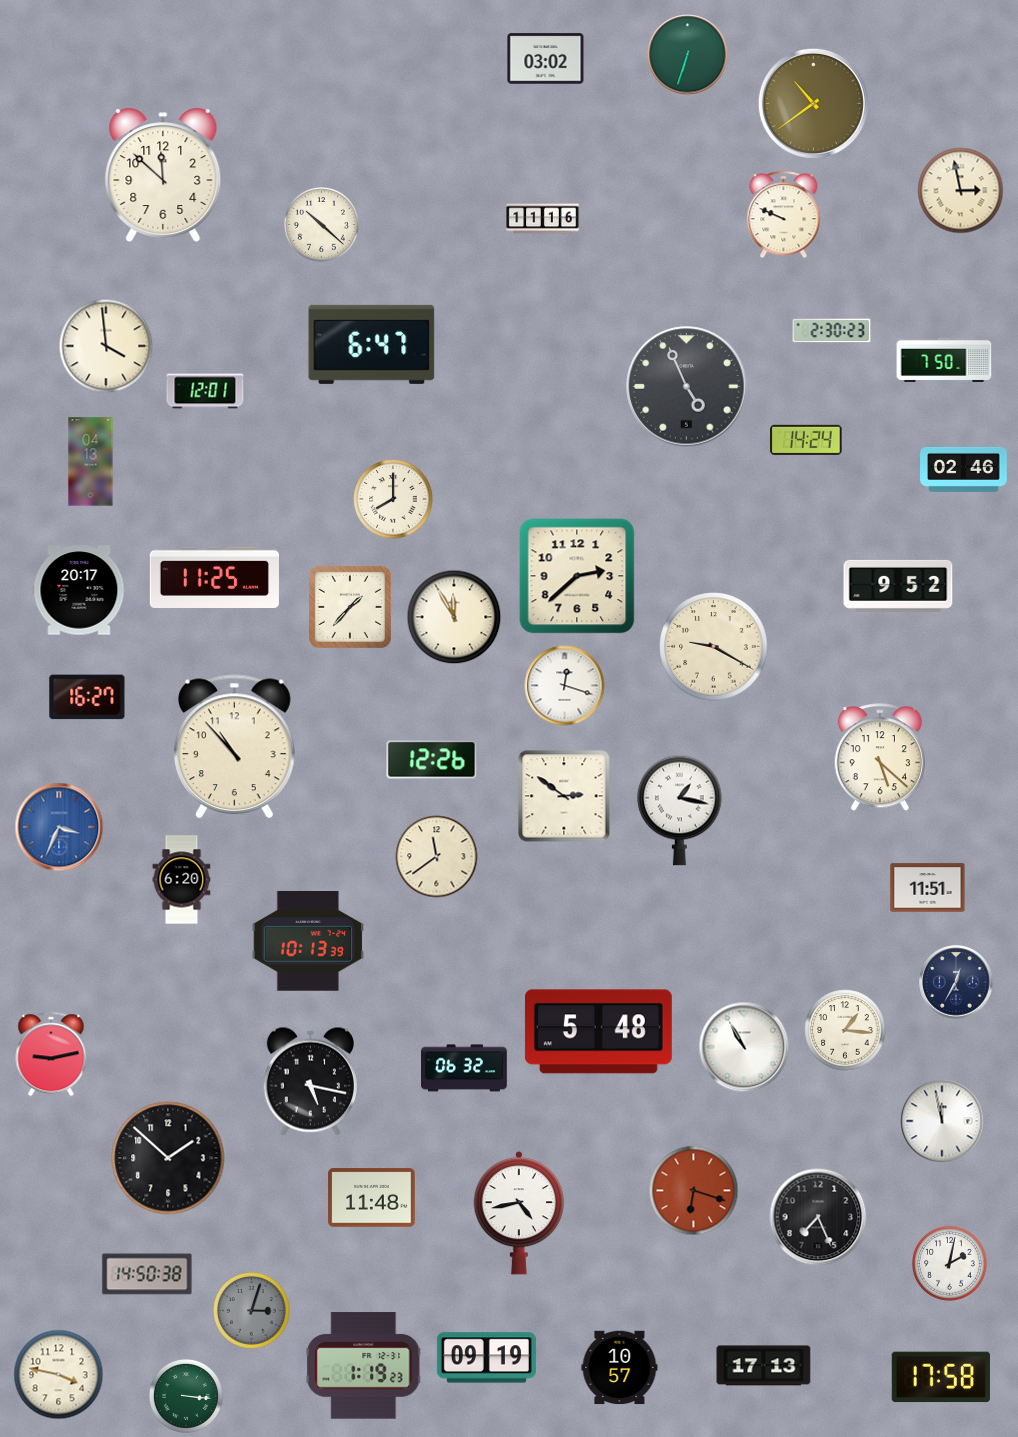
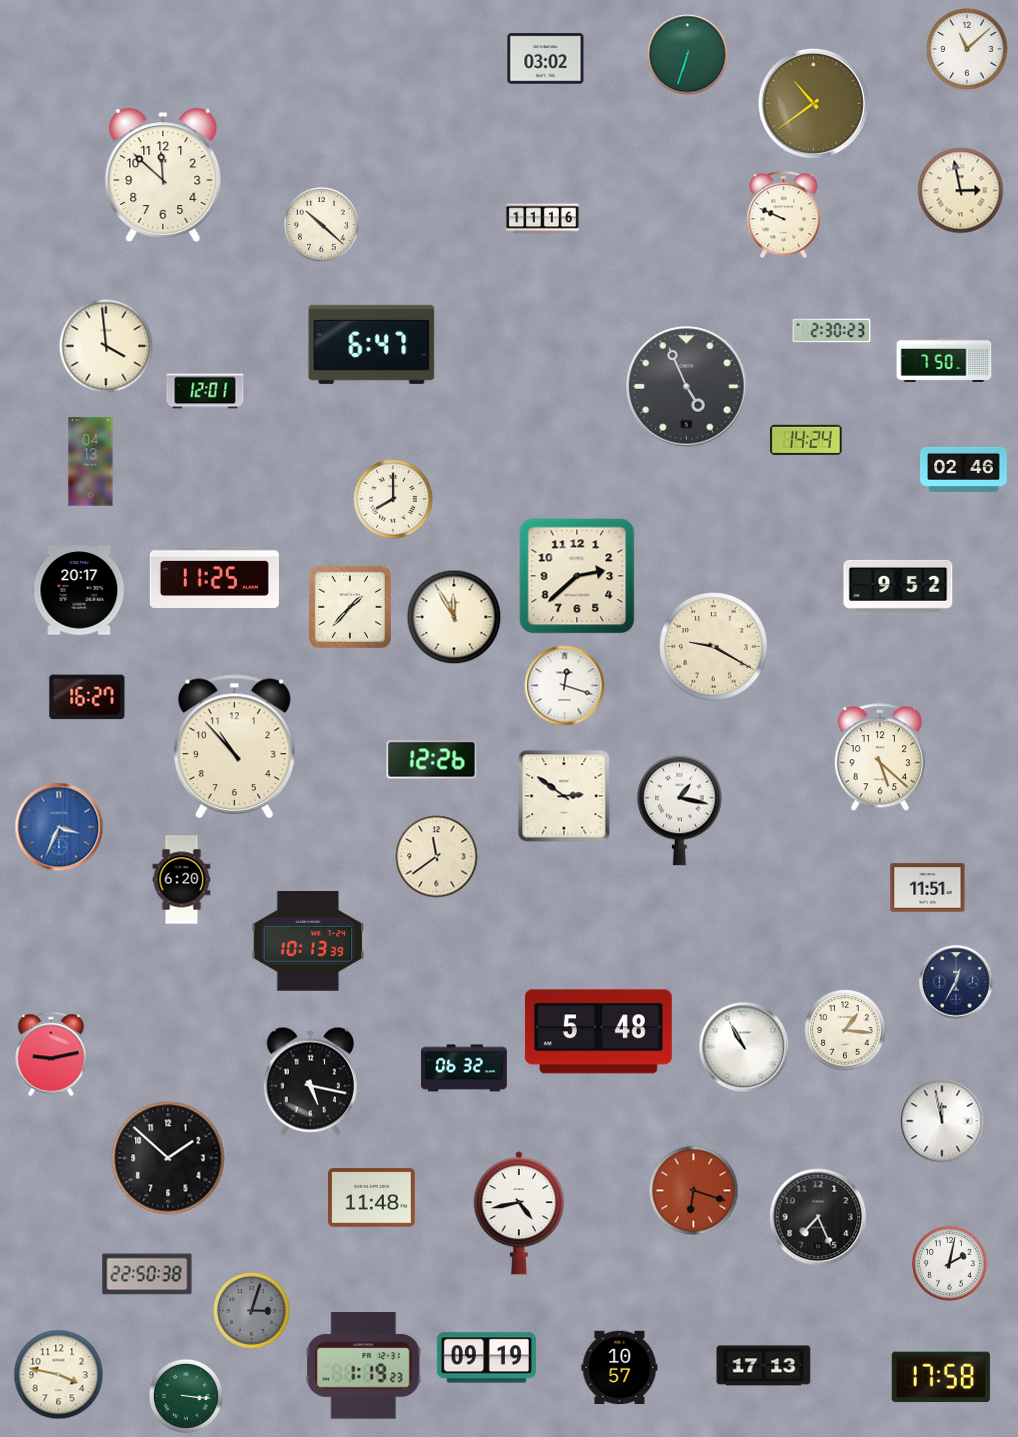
clock at (967, 49): none -> 11:08
clock at (147, 1274): 14:50 -> 22:50
